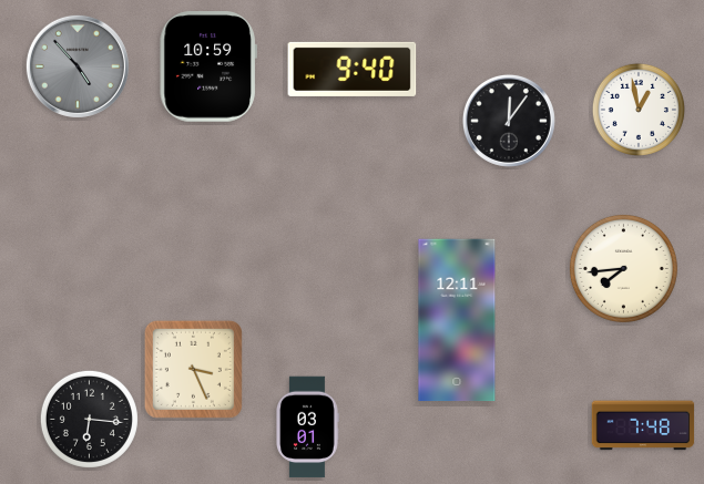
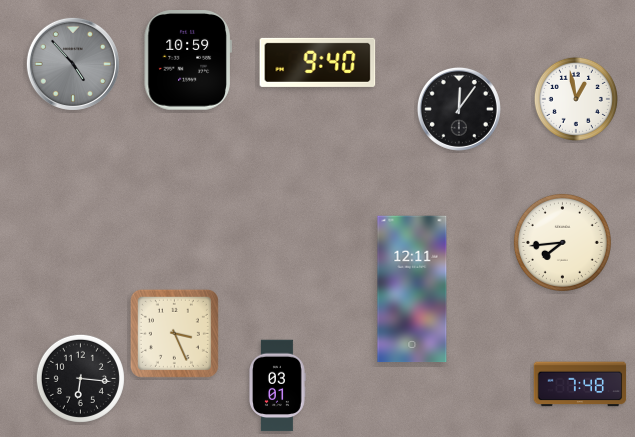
clock at (78, 66) position: (78, 66) -> (73, 64)
